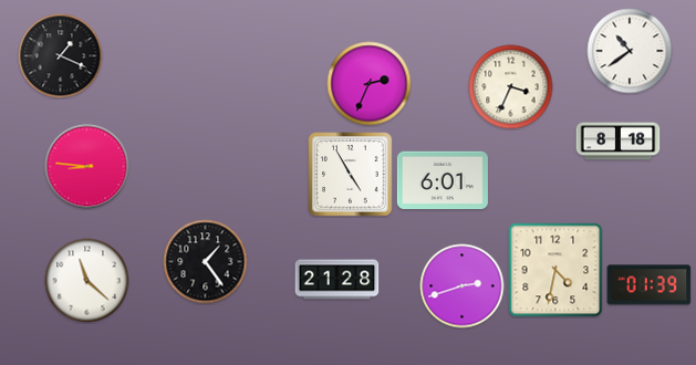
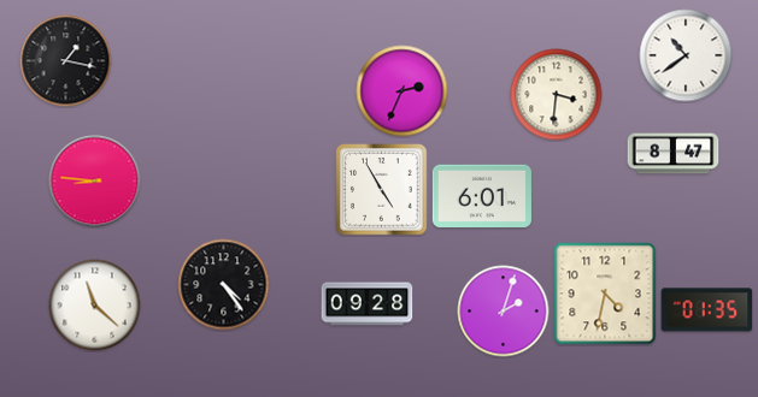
clock at (61, 56): 1:19 -> 1:17
clock at (511, 87): 3:34 -> 3:31
clock at (619, 142): 8:18 -> 8:47
clock at (206, 262): 1:24 -> 4:24
clock at (337, 280): 21:28 -> 09:28
clock at (650, 285): 01:39 -> 01:35
clock at (463, 286): 2:42 -> 2:03
